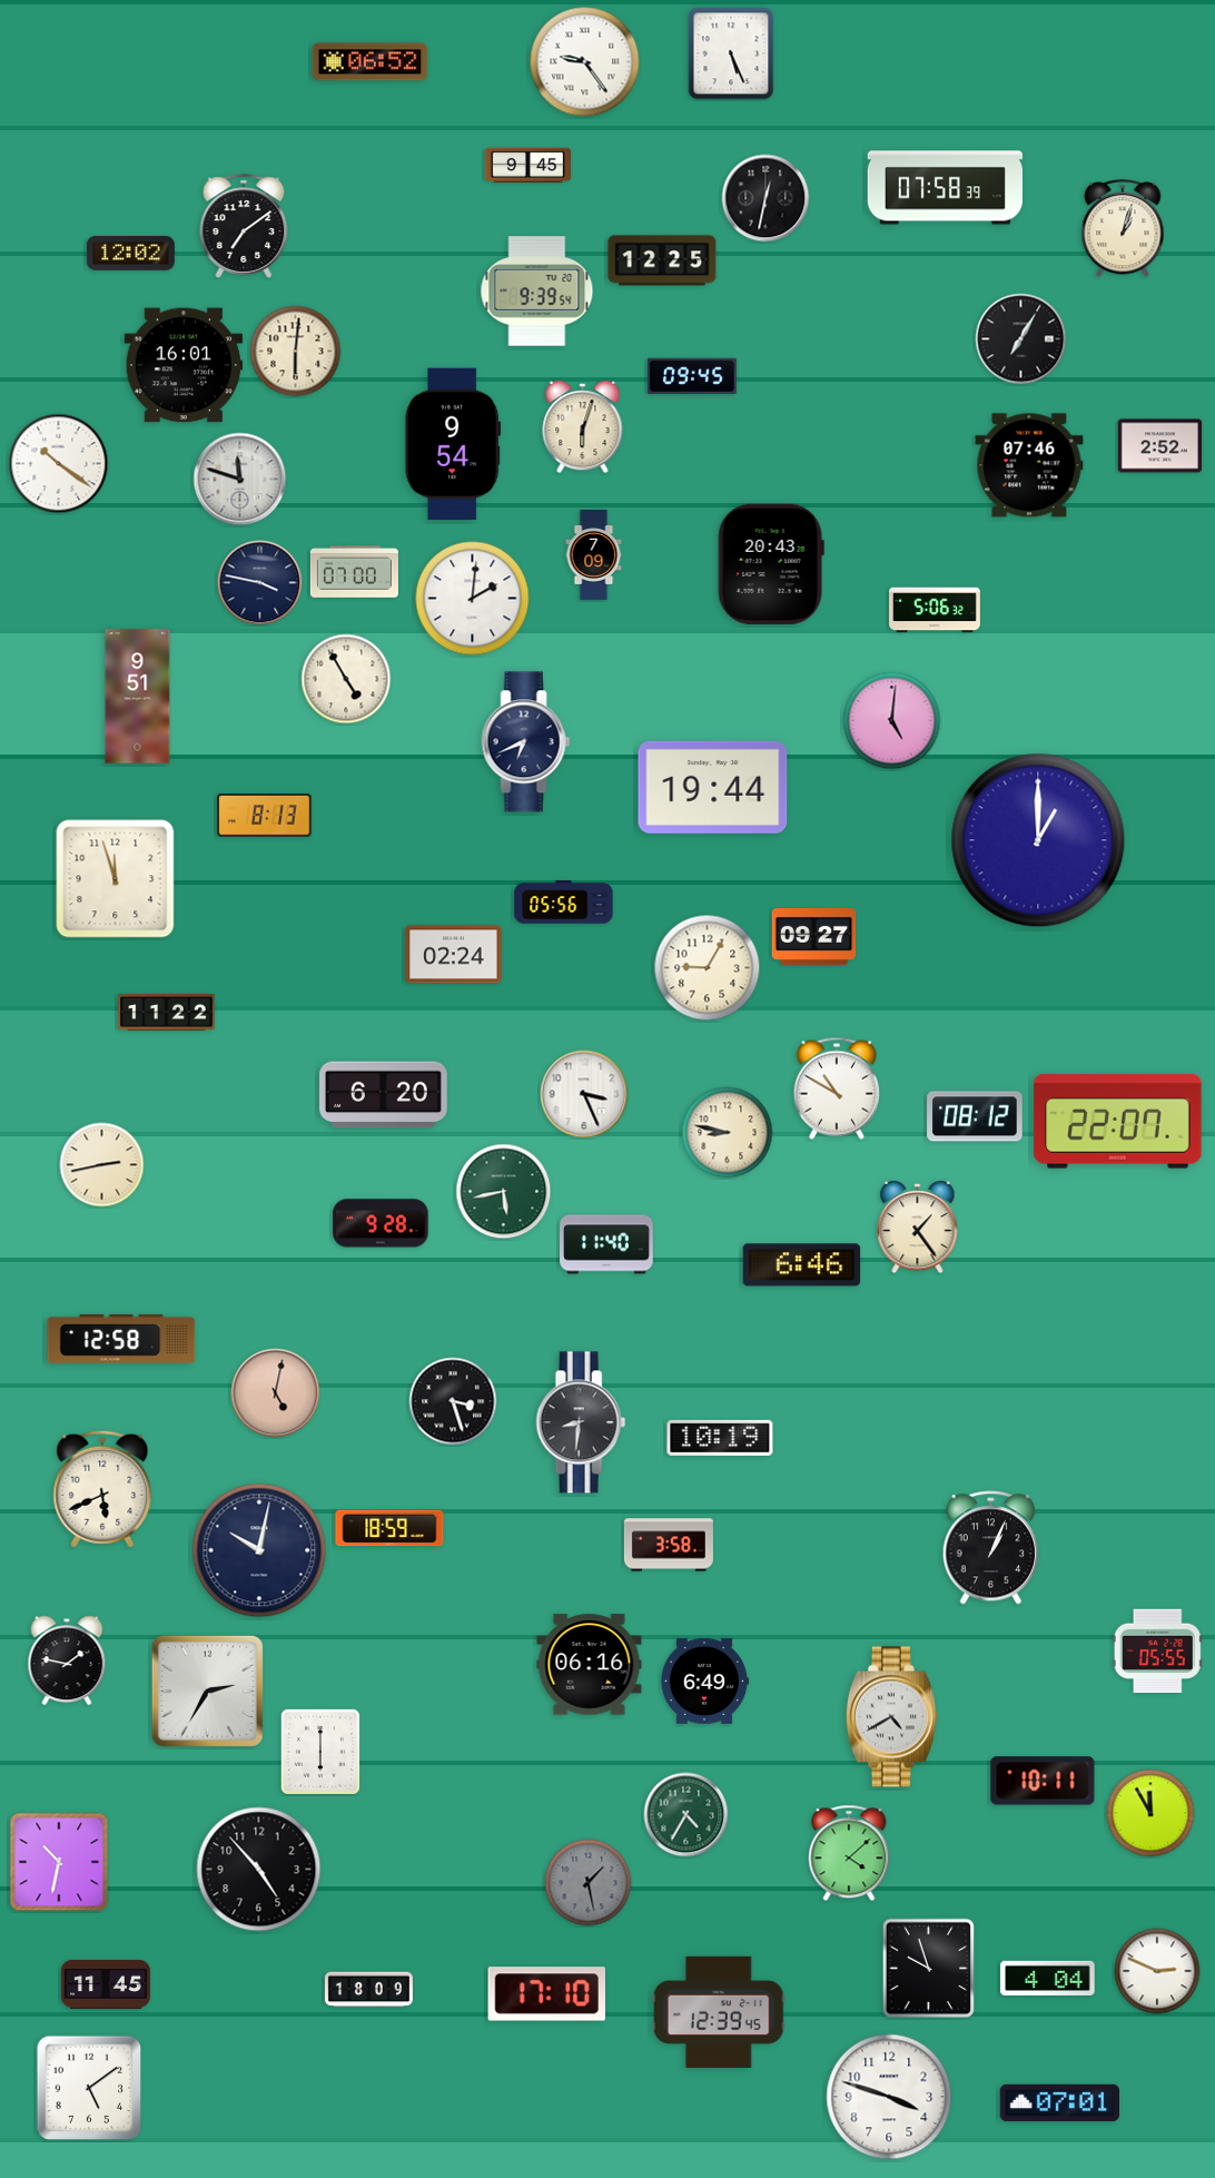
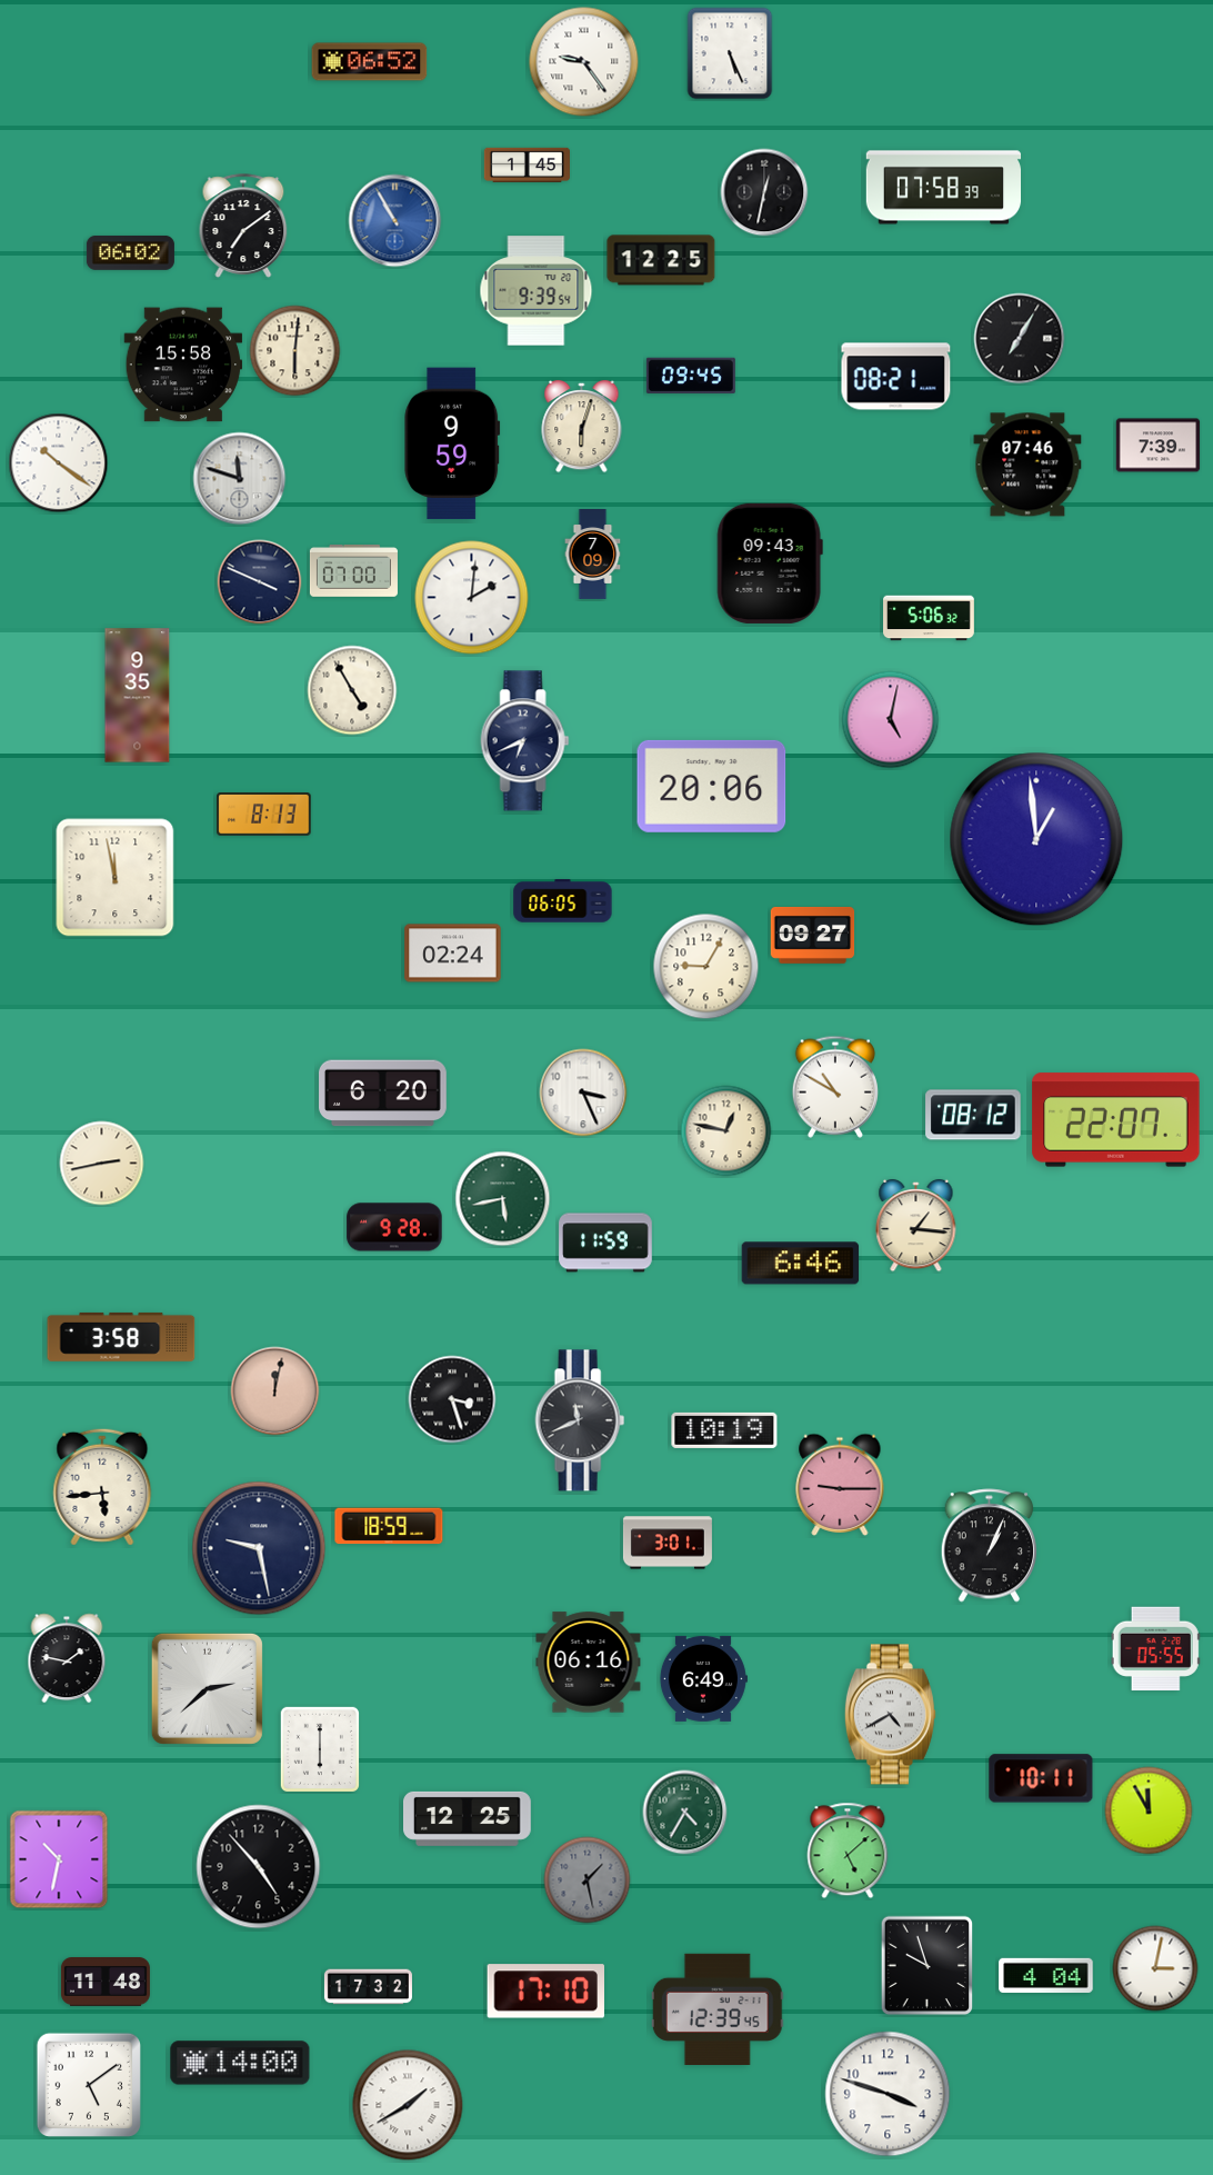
clock at (527, 165): 9:45 -> 1:45
clock at (765, 198) position: (765, 198) -> (764, 192)
clock at (395, 221): none -> 10:55
clock at (1123, 229): 1:03 -> none
clock at (130, 254): 12:02 -> 06:02
clock at (184, 365): 16:01 -> 15:58
clock at (896, 377): none -> 08:21
clock at (453, 444): 9:54 -> 9:59
clock at (1160, 446): 2:52 -> 7:39
clock at (771, 564): 20:43 -> 09:43
clock at (260, 583): 3:47 -> 3:49
clock at (936, 610) position: (936, 610) -> (930, 618)
clock at (346, 679) position: (346, 679) -> (352, 690)
clock at (138, 697): 9:51 -> 9:35
clock at (892, 721): 5:01 -> 5:02
clock at (713, 787): 19:44 -> 20:06
clock at (1038, 840): 1:00 -> 12:59
clock at (116, 879): 11:57 -> 11:58
clock at (564, 903): 05:56 -> 06:05
clock at (167, 1013): 11:22 -> none
clock at (728, 1133): 8:47 -> 12:47
clock at (504, 1192) position: (504, 1192) -> (503, 1199)
clock at (381, 1223) position: (381, 1223) -> (394, 1227)
clock at (918, 1228): 1:24 -> 1:16
clock at (606, 1244): 11:40 -> 11:59
clock at (121, 1339): 12:58 -> 3:58
clock at (276, 1393): 5:02 -> 12:02
clock at (581, 1422): 8:31 -> 11:41
clock at (720, 1438) position: (720, 1438) -> (724, 1430)
clock at (840, 1485): none -> 9:15
clock at (102, 1489): 5:41 -> 5:44
clock at (669, 1545): 3:58 -> 3:01
clock at (259, 1550): 10:02 -> 9:28
clock at (207, 1691): 2:35 -> 2:38
clock at (468, 1818): none -> 12:25
clock at (849, 1853): 4:08 -> 5:08
clock at (1157, 1971): 2:49 -> 3:02
clock at (106, 1985): 11:45 -> 11:48
clock at (368, 1990): 18:09 -> 17:32
clock at (240, 2063): none -> 14:00
clock at (1060, 2102): 07:01 -> none
clock at (408, 2105): none -> 1:40
